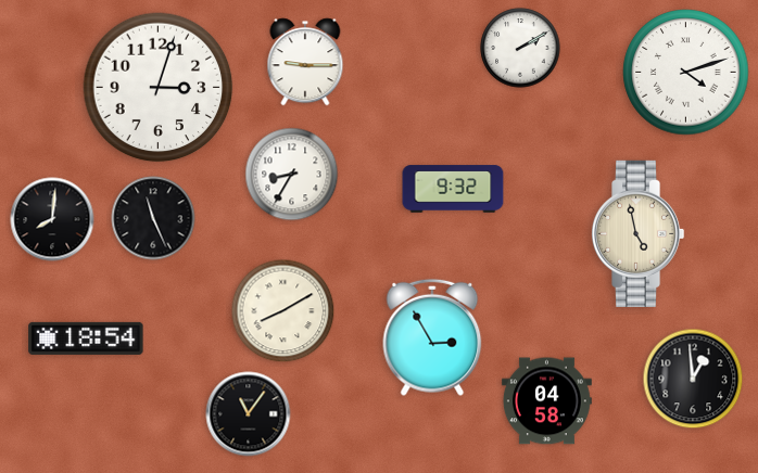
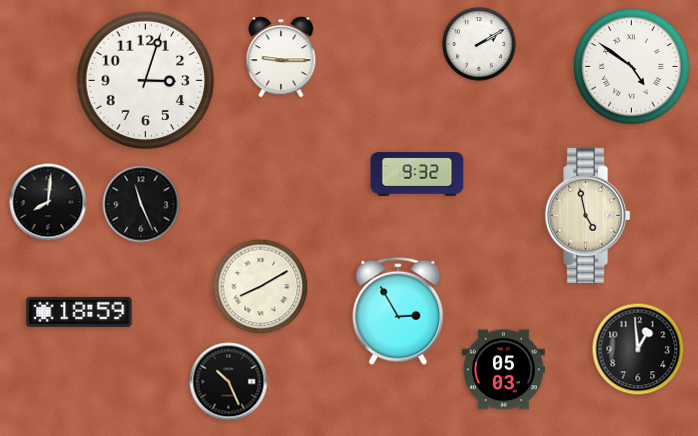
clock at (686, 73): 4:12 -> 4:51
clock at (292, 175): 8:35 -> none
clock at (153, 218) position: (153, 218) -> (141, 204)
clock at (86, 338): 18:54 -> 18:59
clock at (546, 401): 04:58 -> 05:03
clock at (249, 414): 11:06 -> 10:26
